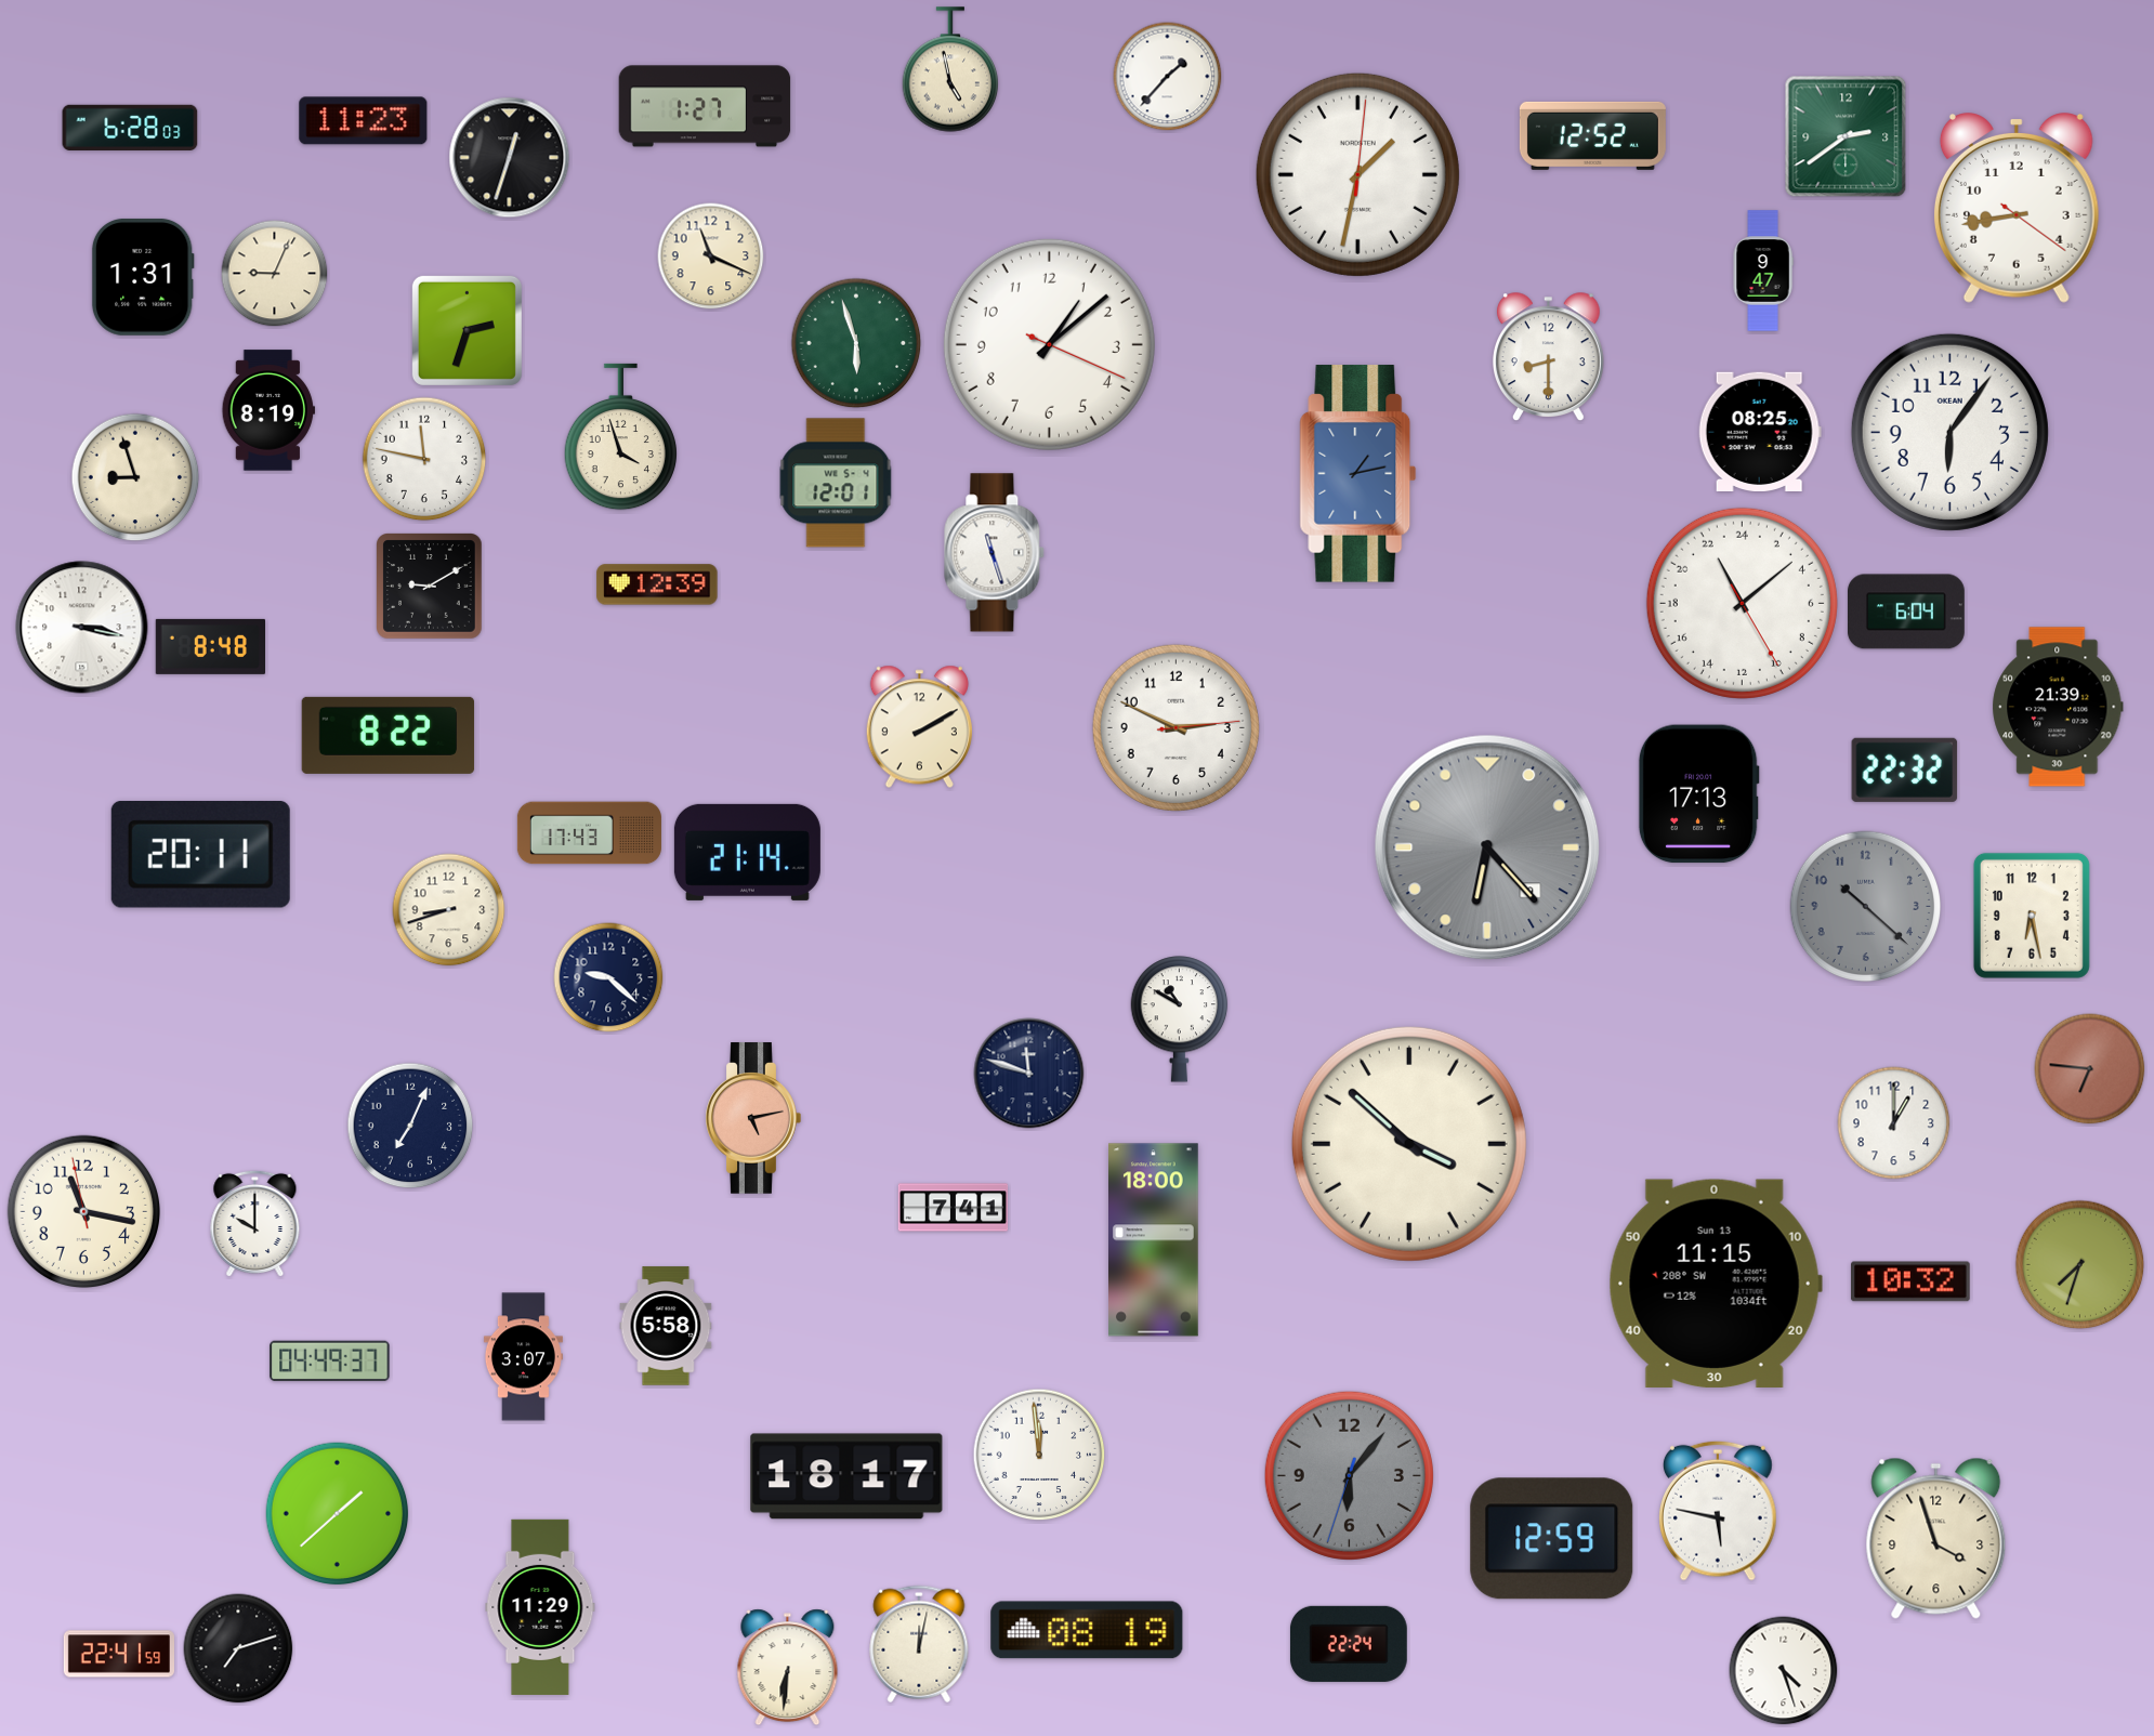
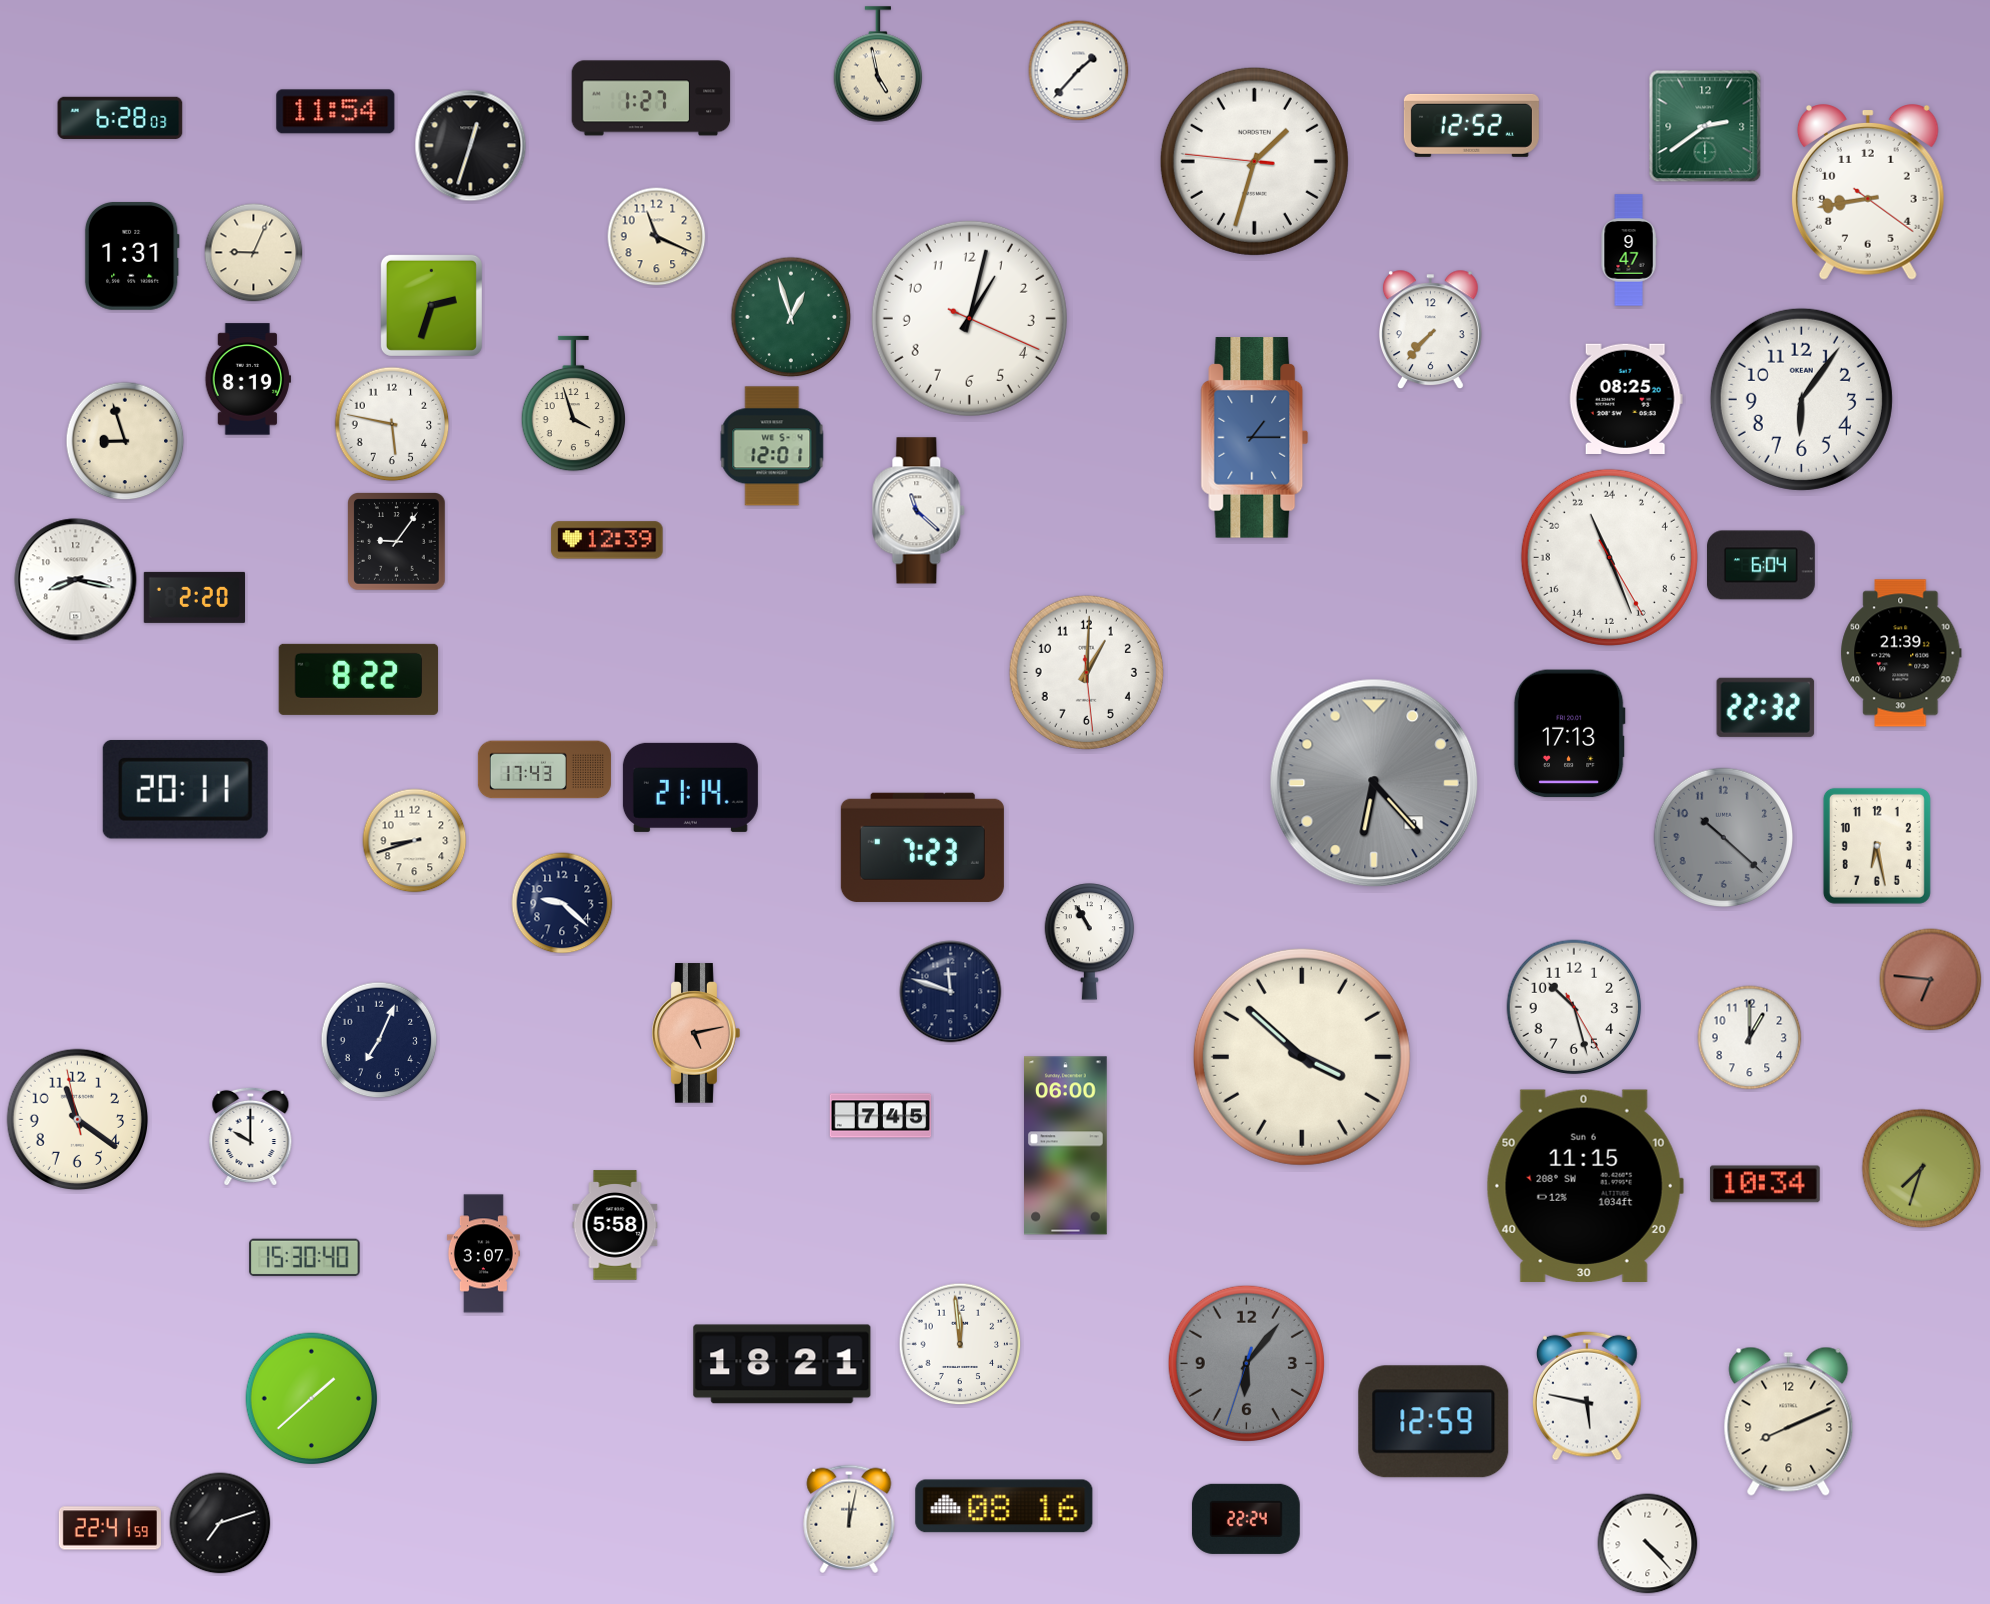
clock at (364, 121): 11:23 -> 11:54
clock at (1357, 174): 1:32:01 -> 1:32:46
clock at (2017, 209) position: (2017, 209) -> (1868, 193)
clock at (856, 343): 5:57 -> 12:57
clock at (1049, 344): 1:08 -> 1:02
clock at (1548, 356): 8:30 -> 7:37
clock at (424, 459): 11:47 -> 5:47
clock at (1358, 474): 1:13 -> 1:15
clock at (995, 553): 11:27 -> 11:22
clock at (430, 587): 9:10 -> 9:06
clock at (1742, 603): 22:08 -> 22:26
clock at (82, 628): 3:17 -> 8:17
clock at (210, 646): 8:48 -> 2:20
clock at (919, 727): 2:10 -> none
clock at (1175, 727): 2:49 -> 1:00
clock at (1905, 770) position: (1905, 770) -> (1766, 707)
clock at (922, 847): none -> 7:23
clock at (1180, 1020): 10:50 -> 10:55
clock at (2090, 1069) position: (2090, 1069) -> (1931, 980)
clock at (1574, 1007): none -> 10:27
clock at (954, 1208): 7:41 -> 7:45
clock at (83, 1212): 11:16 -> 11:20
clock at (255, 1224) position: (255, 1224) -> (251, 1137)
clock at (1154, 1240): 18:00 -> 06:00
clock at (1910, 1281): 10:32 -> 10:34
clock at (1716, 1284) date: Sun 13 -> Sun 6
clock at (330, 1362): 04:49 -> 15:30
clock at (846, 1476): 18:17 -> 18:21
clock at (1936, 1538): 3:57 -> 8:11
clock at (540, 1607): 11:29 -> none
clock at (1087, 1630): 08:19 -> 08:16
clock at (788, 1668): 6:31 -> none
clock at (1784, 1671): 4:27 -> 4:23
